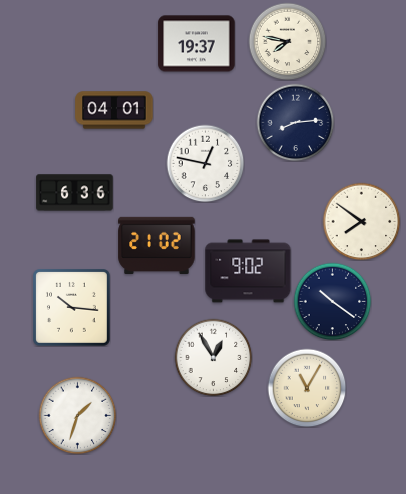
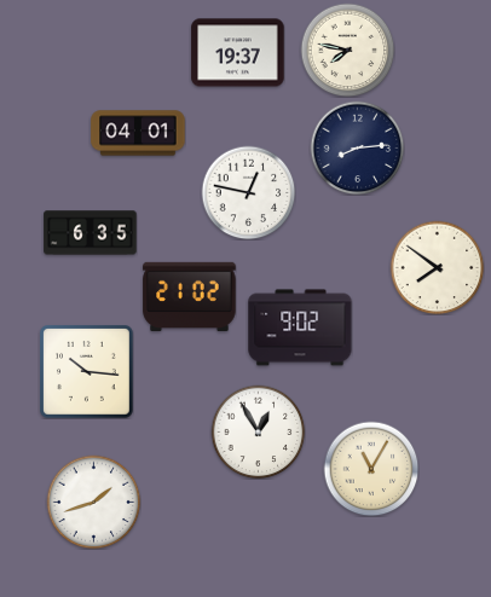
clock at (205, 163) position: (205, 163) -> (248, 192)
clock at (75, 193): 6:36 -> 6:35
clock at (332, 301): 10:21 -> none
clock at (77, 415): 1:33 -> 1:42
